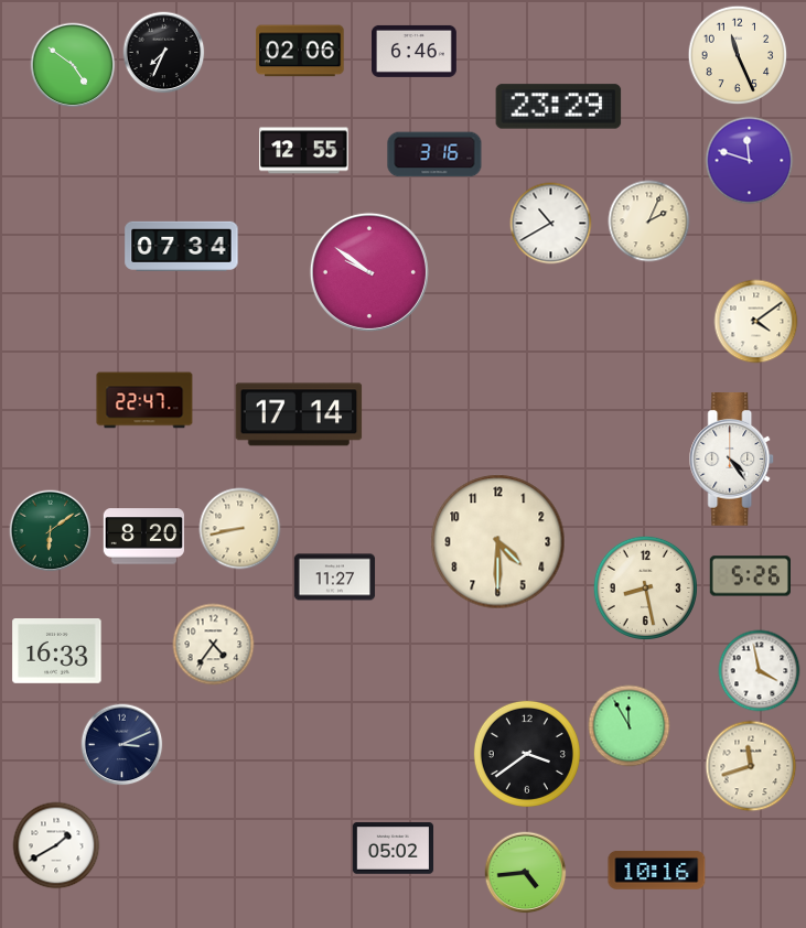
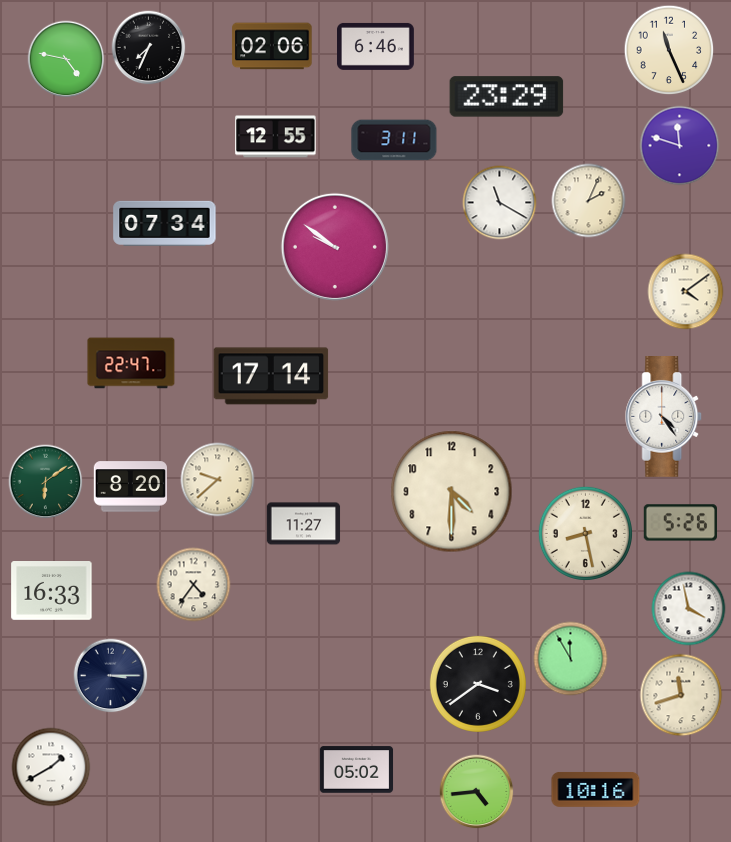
clock at (73, 65): 4:51 -> 4:47
clock at (434, 154): 3:16 -> 3:11
clock at (551, 224): 10:40 -> 11:20
clock at (240, 529): 8:43 -> 9:38
clock at (122, 745): 3:11 -> 3:15
